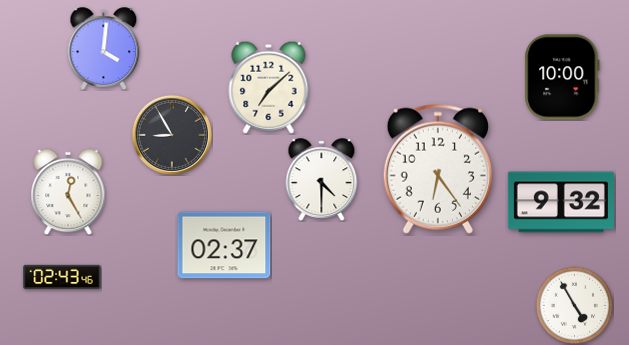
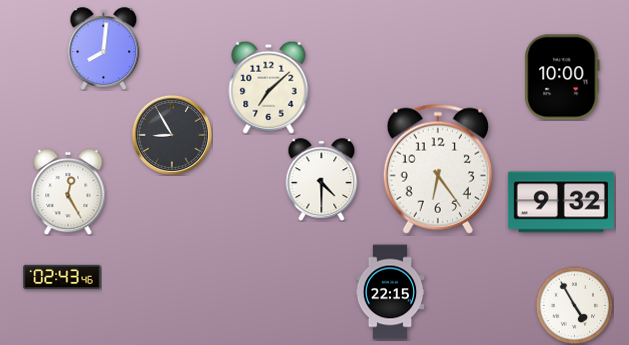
clock at (104, 48): 4:01 -> 8:01
clock at (224, 245): 02:37 -> none
clock at (390, 292): none -> 22:15
